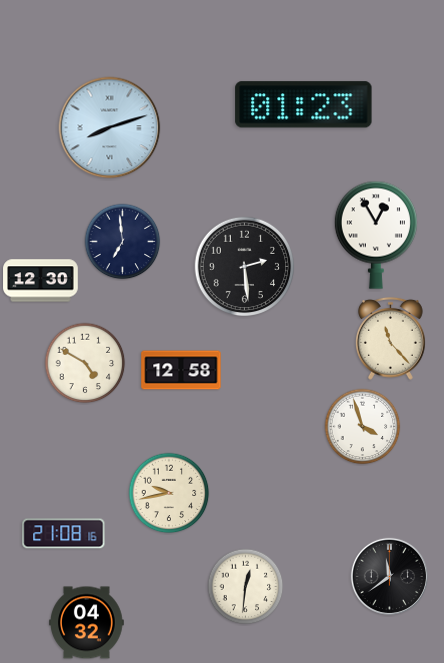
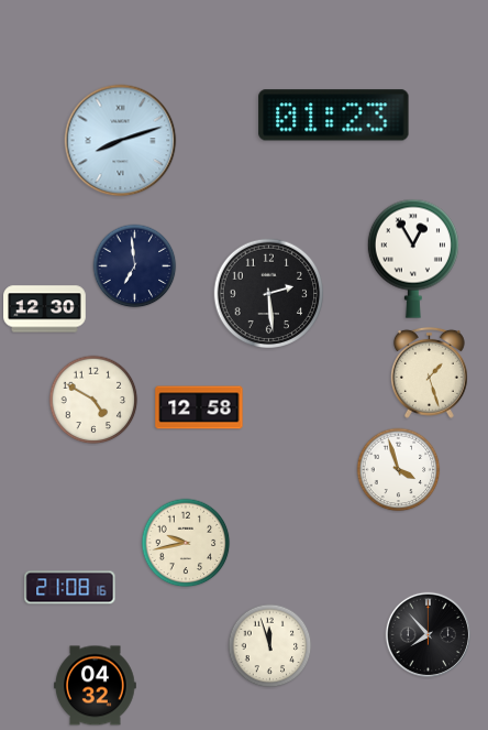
clock at (390, 338): 11:23 -> 1:27
clock at (389, 576): 11:39 -> 7:53
clock at (246, 587): 12:31 -> 11:57
